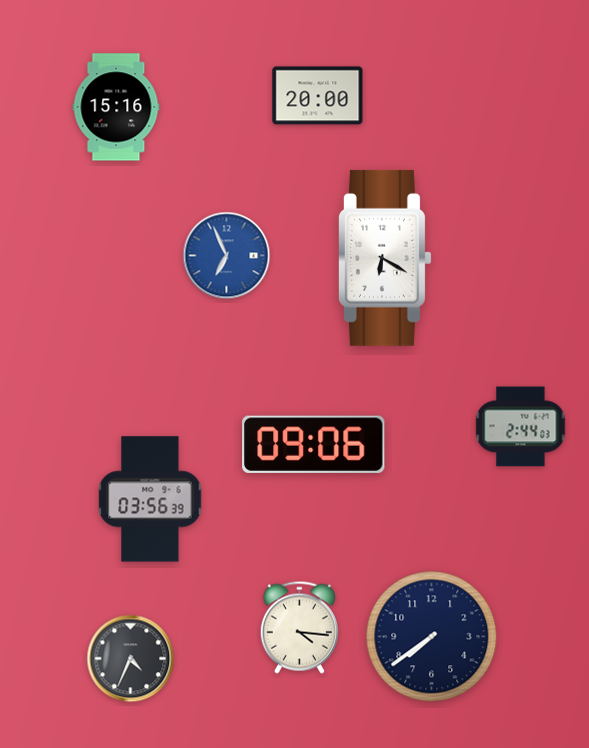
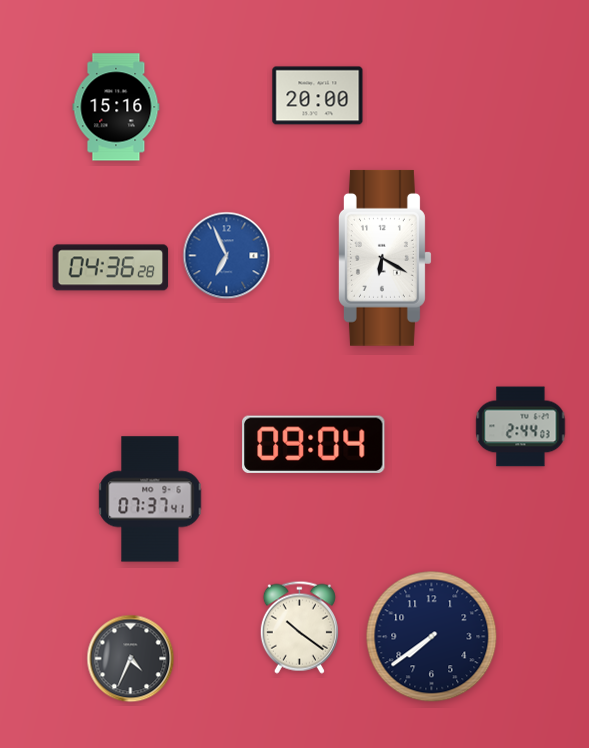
clock at (111, 268): none -> 04:36
clock at (314, 444): 09:06 -> 09:04
clock at (150, 499): 03:56 -> 07:37
clock at (299, 627): 4:16 -> 10:21
